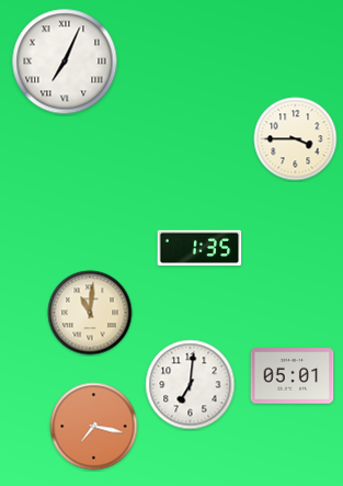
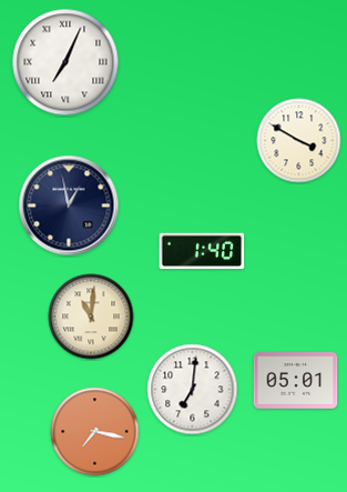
clock at (296, 139): 3:45 -> 3:50
clock at (69, 205): none -> 12:58
clock at (199, 248): 1:35 -> 1:40
